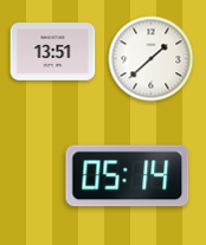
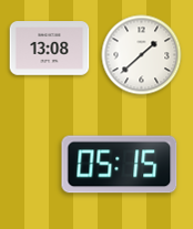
clock at (53, 52): 13:51 -> 13:08
clock at (128, 176): 05:14 -> 05:15
